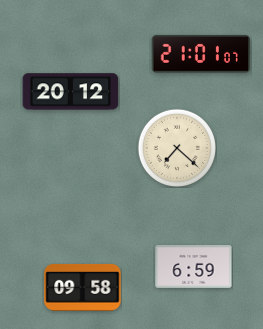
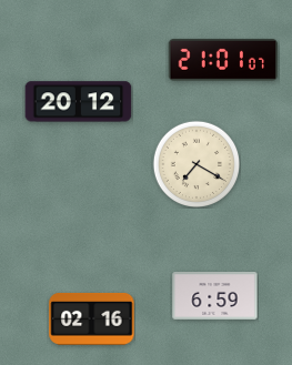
clock at (176, 147): 7:22 -> 7:20
clock at (83, 287): 09:58 -> 02:16
